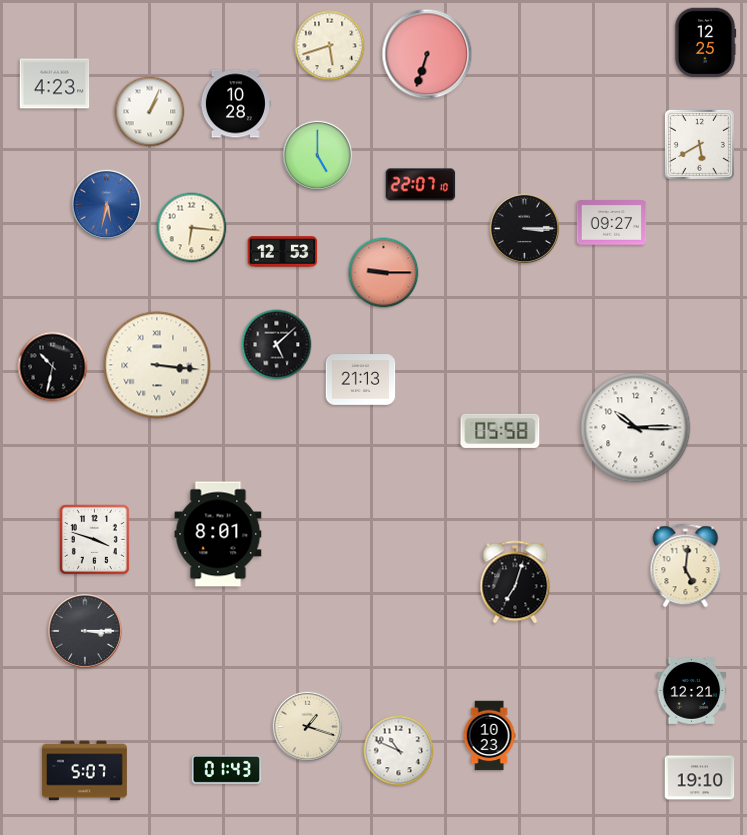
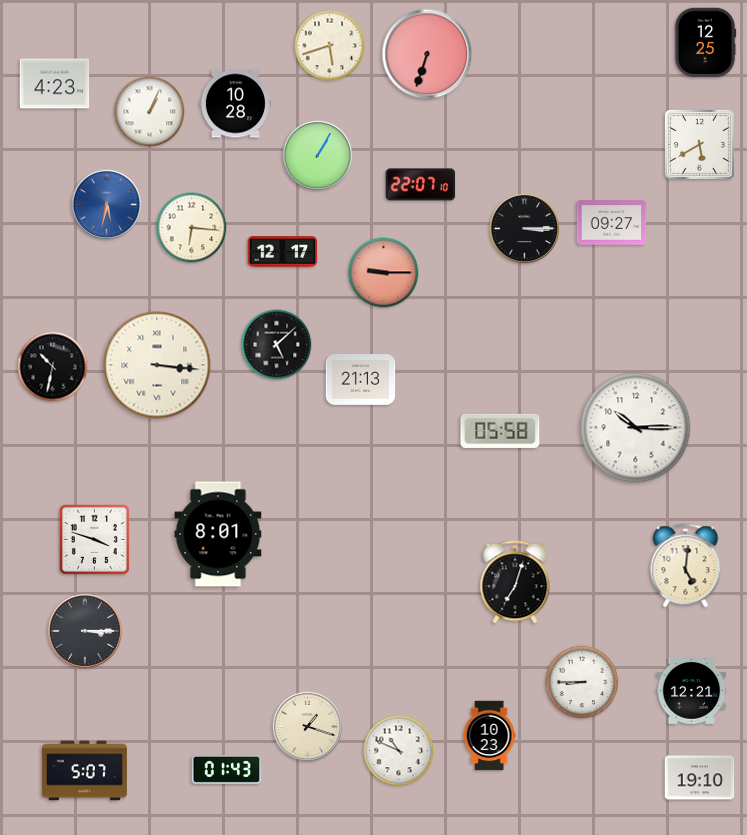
clock at (318, 156): 5:00 -> 1:05
clock at (283, 252): 12:53 -> 12:17
clock at (582, 682): none -> 8:45
